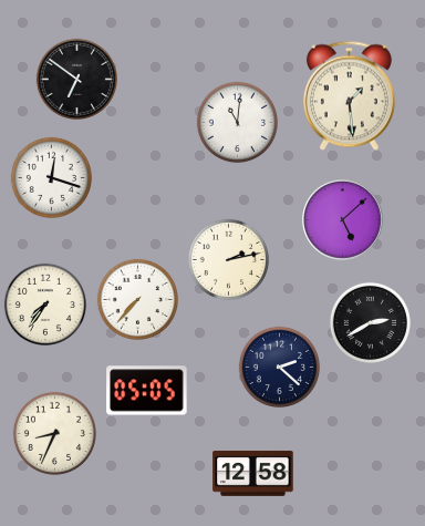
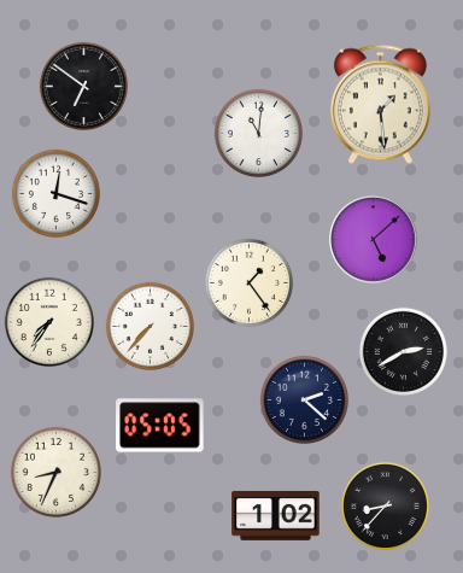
clock at (228, 259): 2:13 -> 1:24
clock at (45, 305) position: (45, 305) -> (49, 322)
clock at (54, 433) position: (54, 433) -> (55, 472)
clock at (385, 505): none -> 8:37
clock at (253, 473): 12:58 -> 1:02
